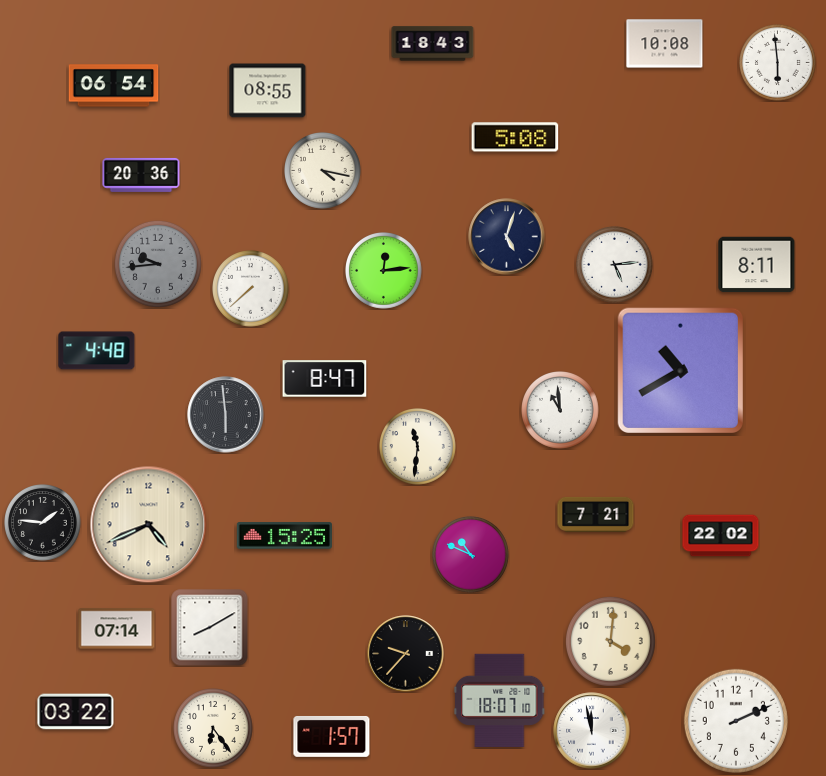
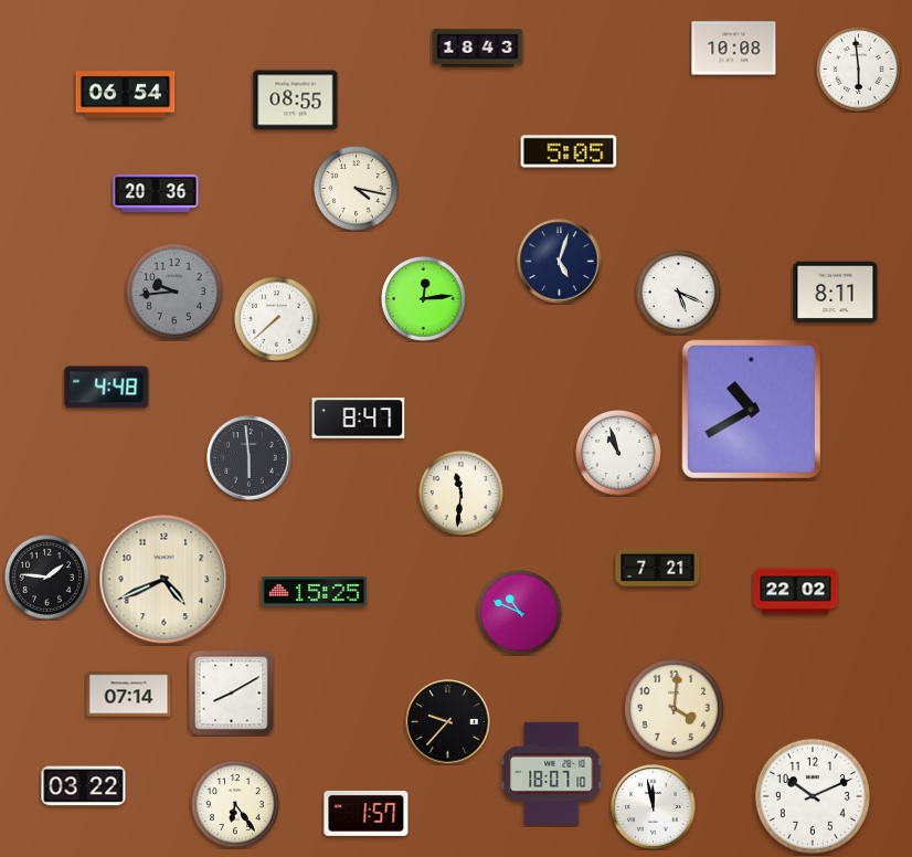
clock at (515, 137): 5:08 -> 5:05
clock at (615, 265): 5:14 -> 5:19
clock at (561, 411): 10:59 -> 10:57
clock at (736, 721): 2:11 -> 10:11
